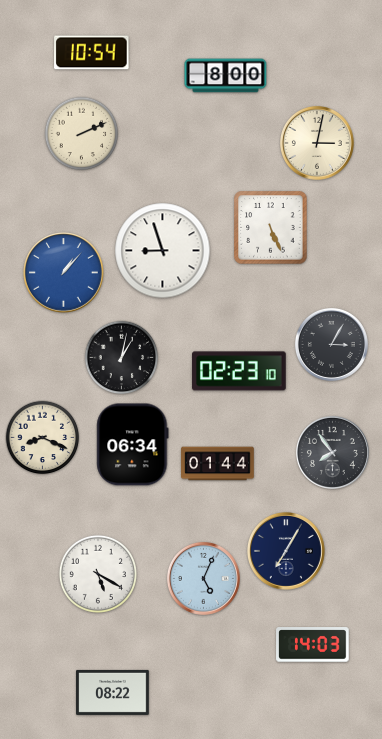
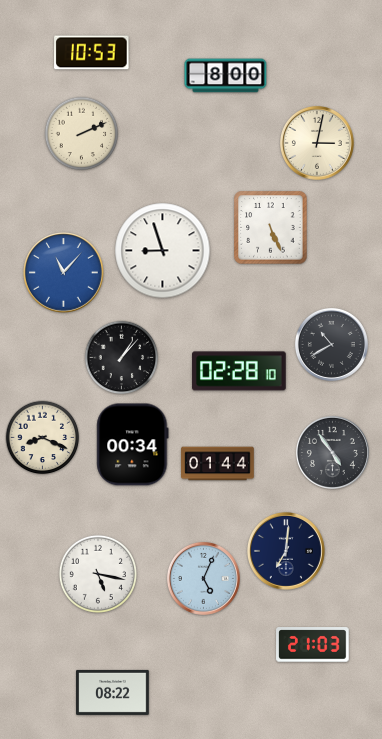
clock at (92, 53): 10:54 -> 10:53
clock at (64, 273): 1:07 -> 11:07
clock at (331, 344): 3:05 -> 10:40
clock at (122, 358): 1:02 -> 1:07
clock at (239, 371): 02:23 -> 02:28
clock at (133, 445): 06:34 -> 00:34
clock at (332, 452): 7:54 -> 4:54
clock at (286, 551): 7:05 -> 7:01
clock at (98, 574): 5:20 -> 5:17
clock at (313, 645): 14:03 -> 21:03
